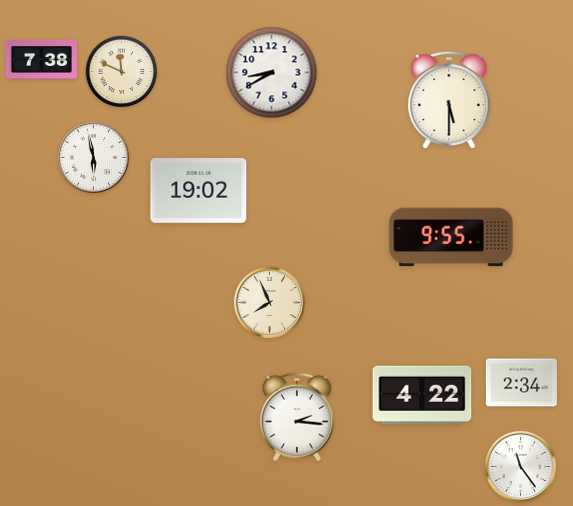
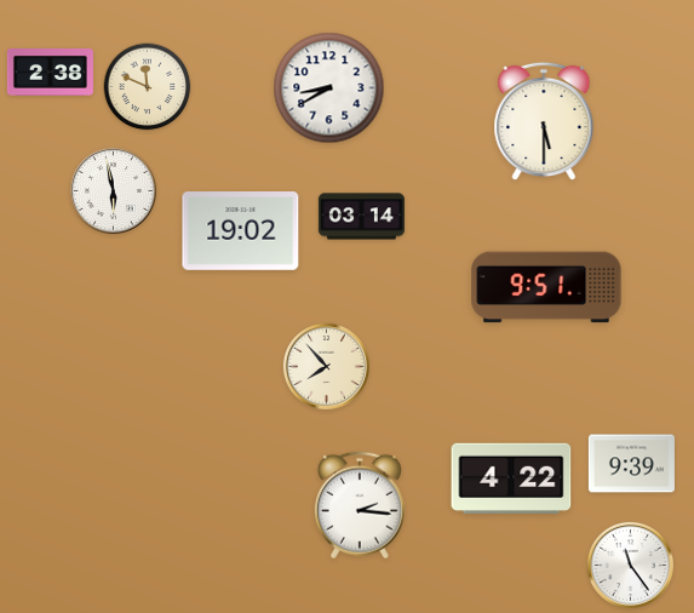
clock at (41, 60): 7:38 -> 2:38
clock at (361, 217): none -> 03:14
clock at (451, 237): 9:55 -> 9:51
clock at (269, 302): 7:56 -> 7:53
clock at (521, 383): 2:34 -> 9:39
